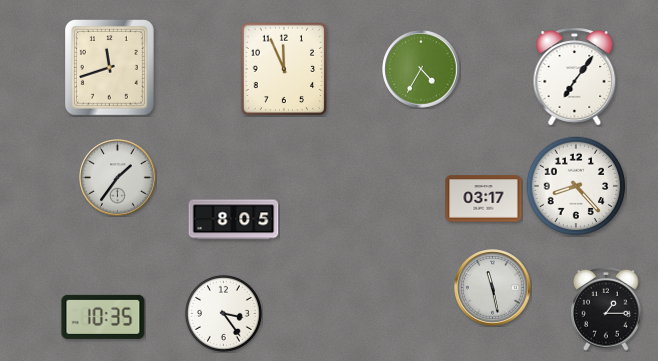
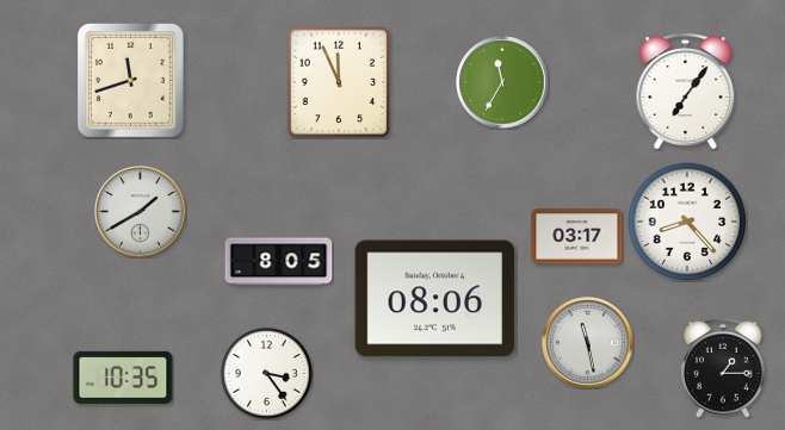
clock at (421, 69): 4:35 -> 11:35
clock at (118, 178): 1:36 -> 1:40
clock at (435, 299): none -> 08:06
